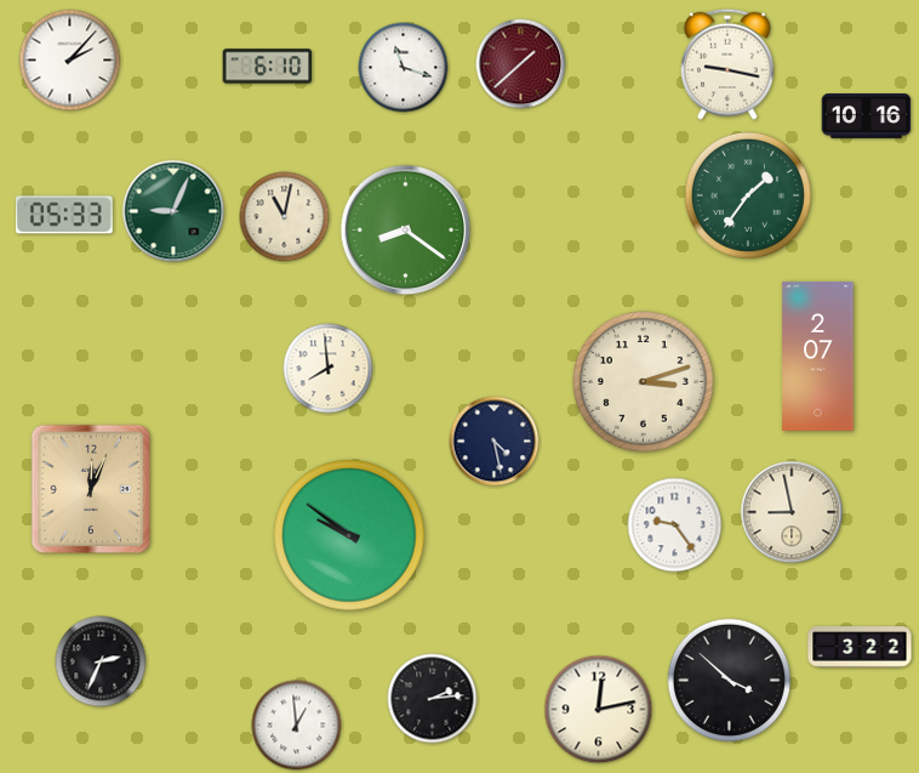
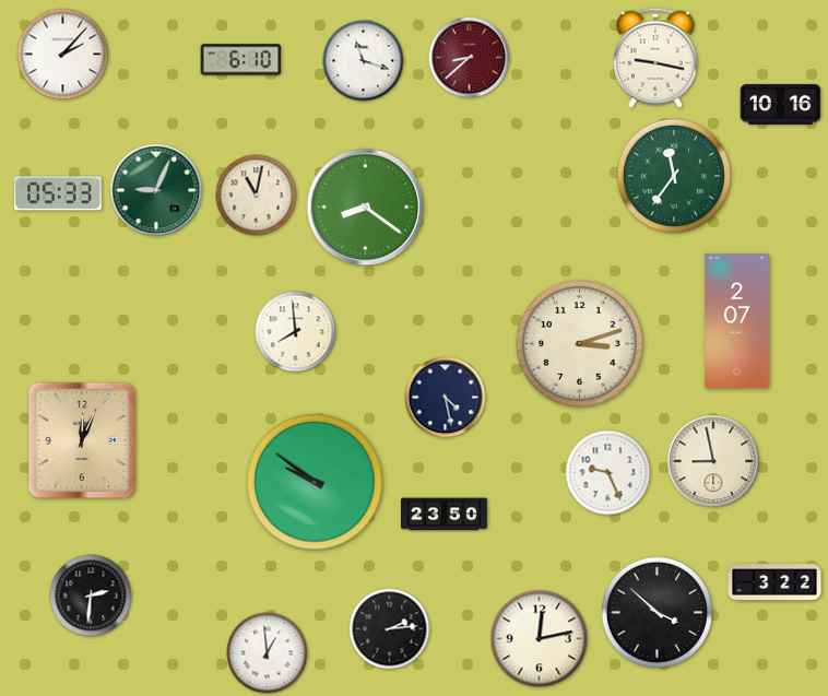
clock at (521, 64): 1:38 -> 8:38
clock at (748, 195): 1:36 -> 11:36
clock at (675, 525): 9:24 -> 9:26
clock at (445, 515): none -> 23:50
clock at (101, 661): 2:34 -> 2:31
